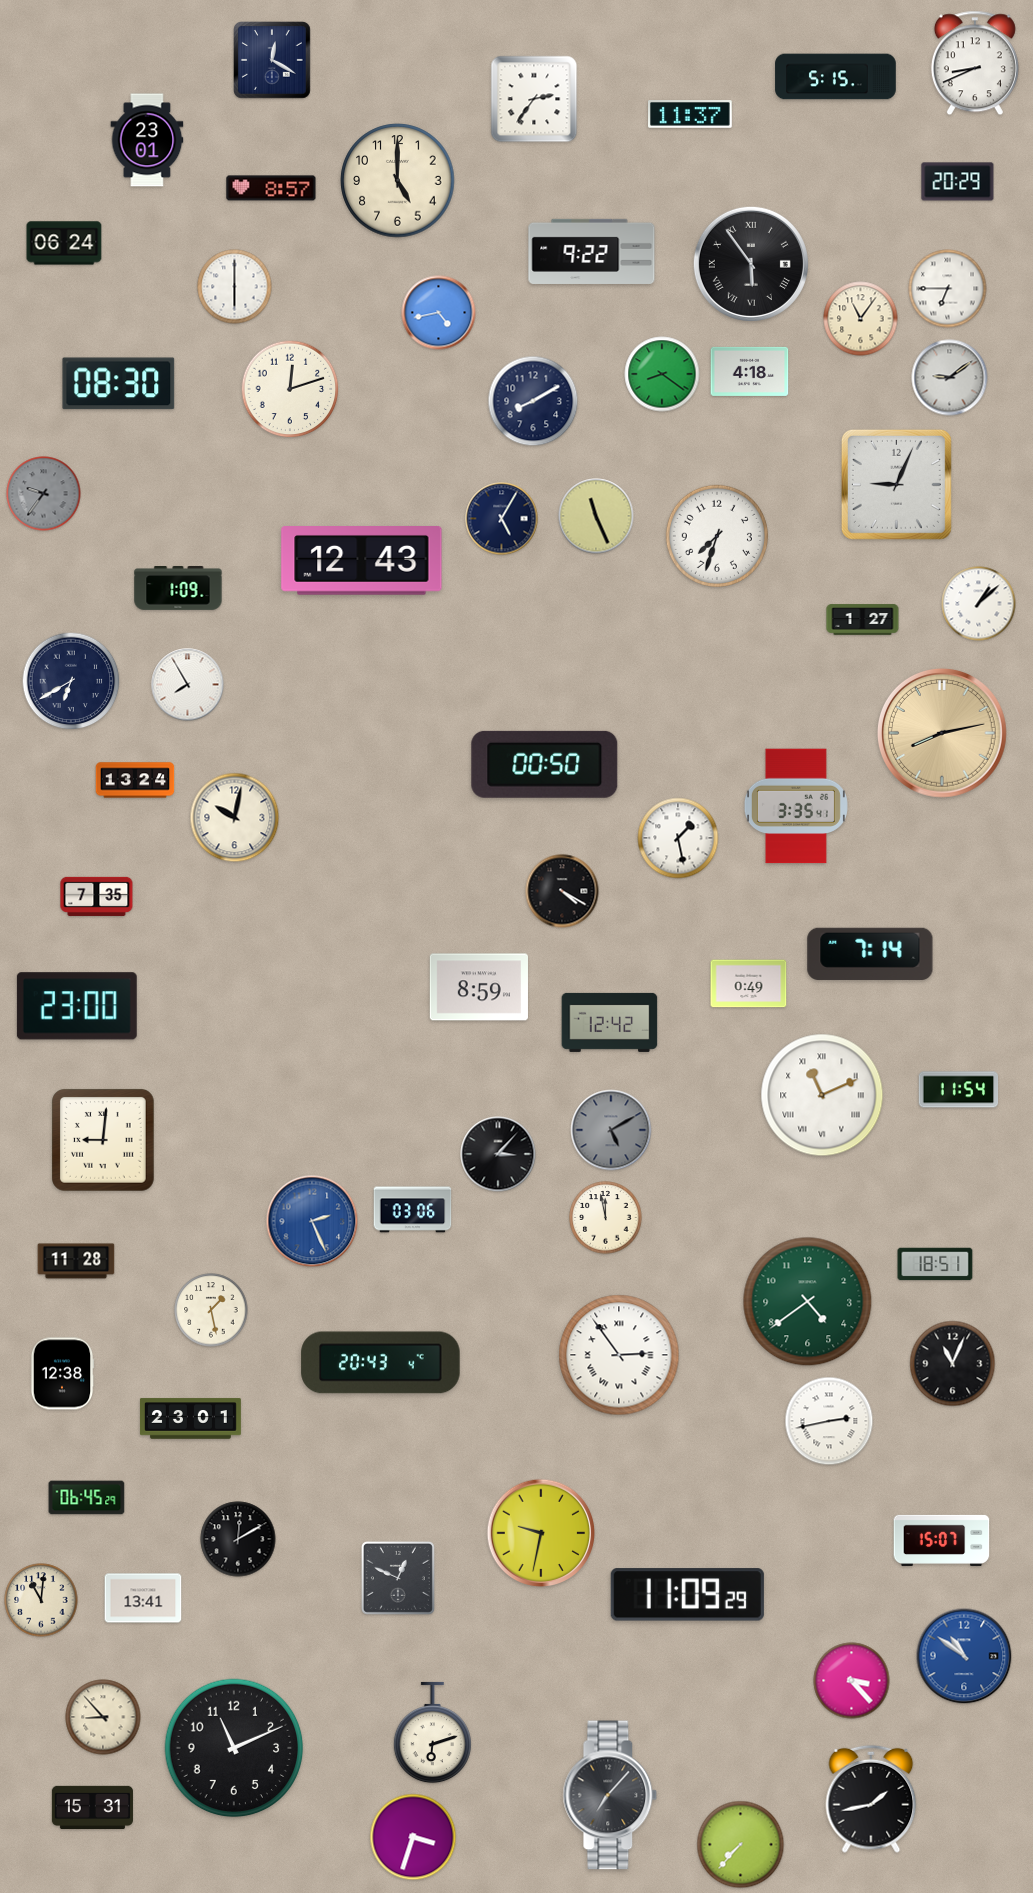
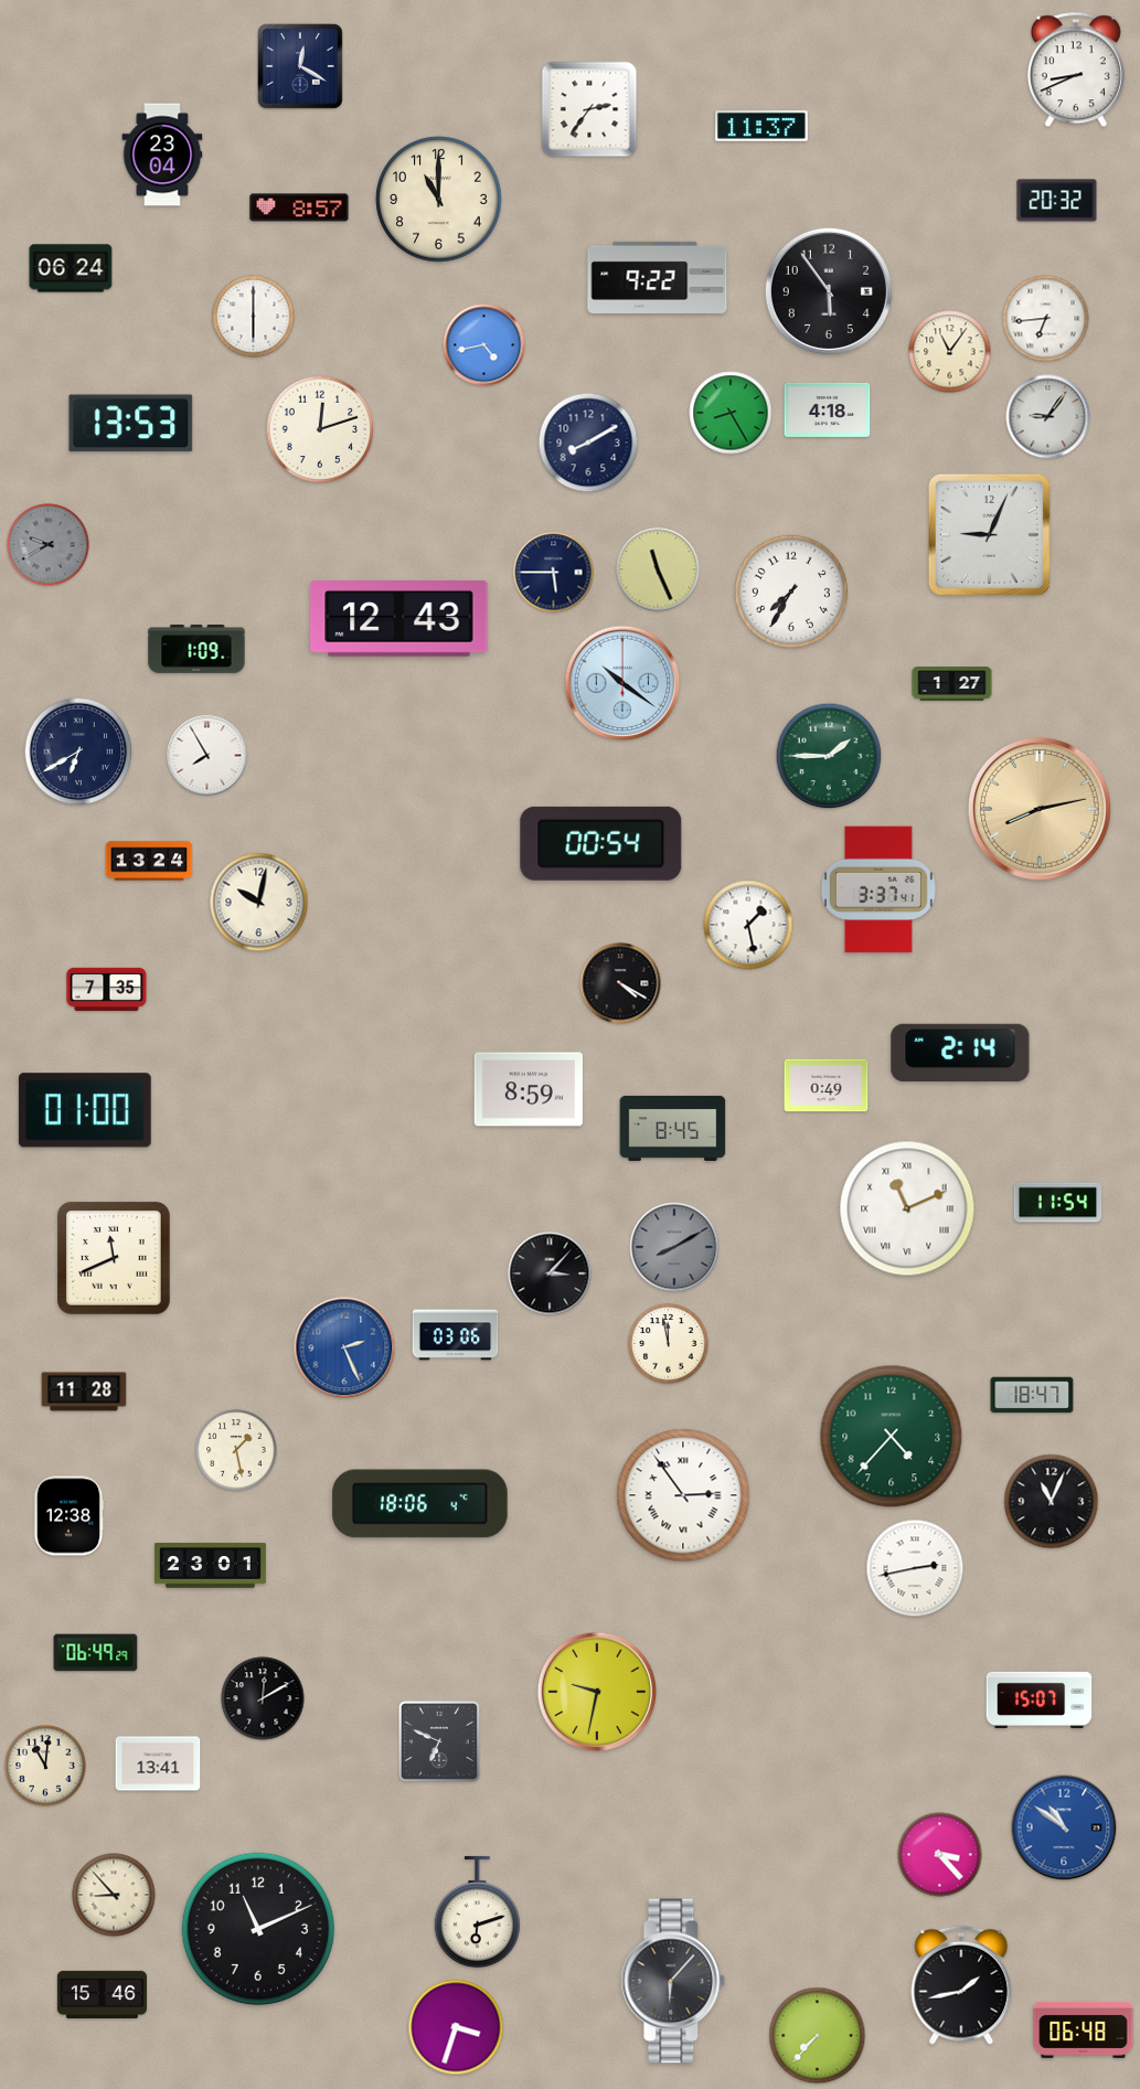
clock at (836, 77): 5:15 -> none
clock at (147, 140): 23:01 -> 23:04
clock at (398, 181): 5:00 -> 11:00
clock at (958, 182): 20:29 -> 20:32
clock at (592, 251) position: (592, 251) -> (658, 277)
clock at (751, 264) numerals: Roman -> Arabic
clock at (235, 287) position: (235, 287) -> (254, 317)
clock at (948, 289): 6:45 -> 6:44
clock at (662, 374): 8:21 -> 8:25
clock at (950, 378): 9:09 -> 9:06
clock at (119, 384): 08:30 -> 13:53
clock at (44, 494): 9:36 -> 9:40
clock at (502, 519): 5:05 -> 5:45
clock at (717, 536): 7:33 -> 7:35
clock at (979, 604): 1:08 -> none
clock at (622, 683): none -> 10:21
clock at (829, 756): none -> 1:45
clock at (545, 764): 00:50 -> 00:54
clock at (796, 806): 3:35 -> 3:37
clock at (870, 954): 7:14 -> 2:14
clock at (77, 1006): 23:00 -> 01:00
clock at (610, 1022): 12:42 -> 8:45
clock at (611, 1130): 5:10 -> 8:10
clock at (104, 1141): 9:01 -> 11:41
clock at (935, 1264): 18:51 -> 18:47
clock at (808, 1302): 4:39 -> 4:37
clock at (211, 1310) position: (211, 1310) -> (236, 1450)
clock at (381, 1363): 20:43 -> 18:06
clock at (953, 1364) position: (953, 1364) -> (1052, 1502)
clock at (87, 1498): 06:45 -> 06:49
clock at (398, 1578): 12:49 -> 6:49
clock at (687, 1595): 11:09 -> none
clock at (610, 1795): 7:07 -> 6:07
clock at (92, 1807): 15:31 -> 15:46
clock at (1084, 2029): none -> 06:48
